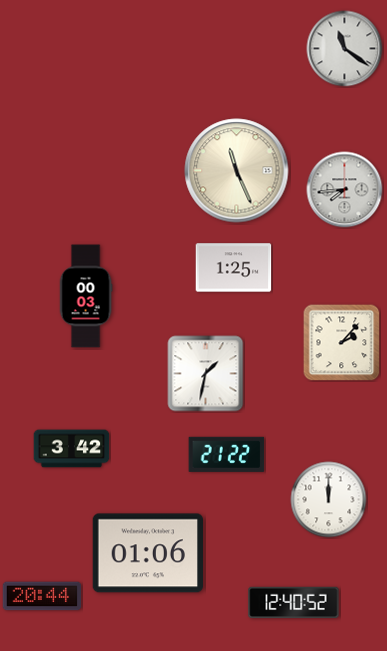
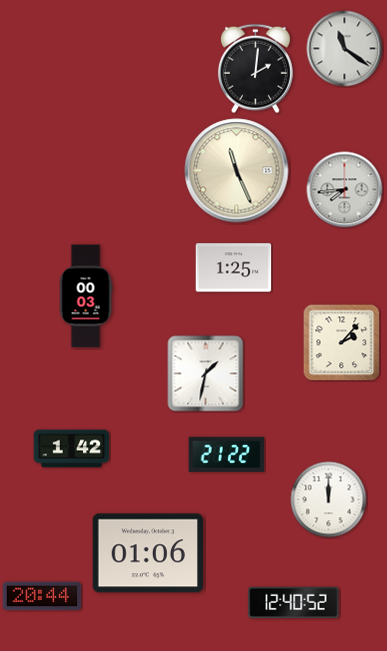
clock at (255, 69): none -> 2:01
clock at (72, 449): 3:42 -> 1:42
